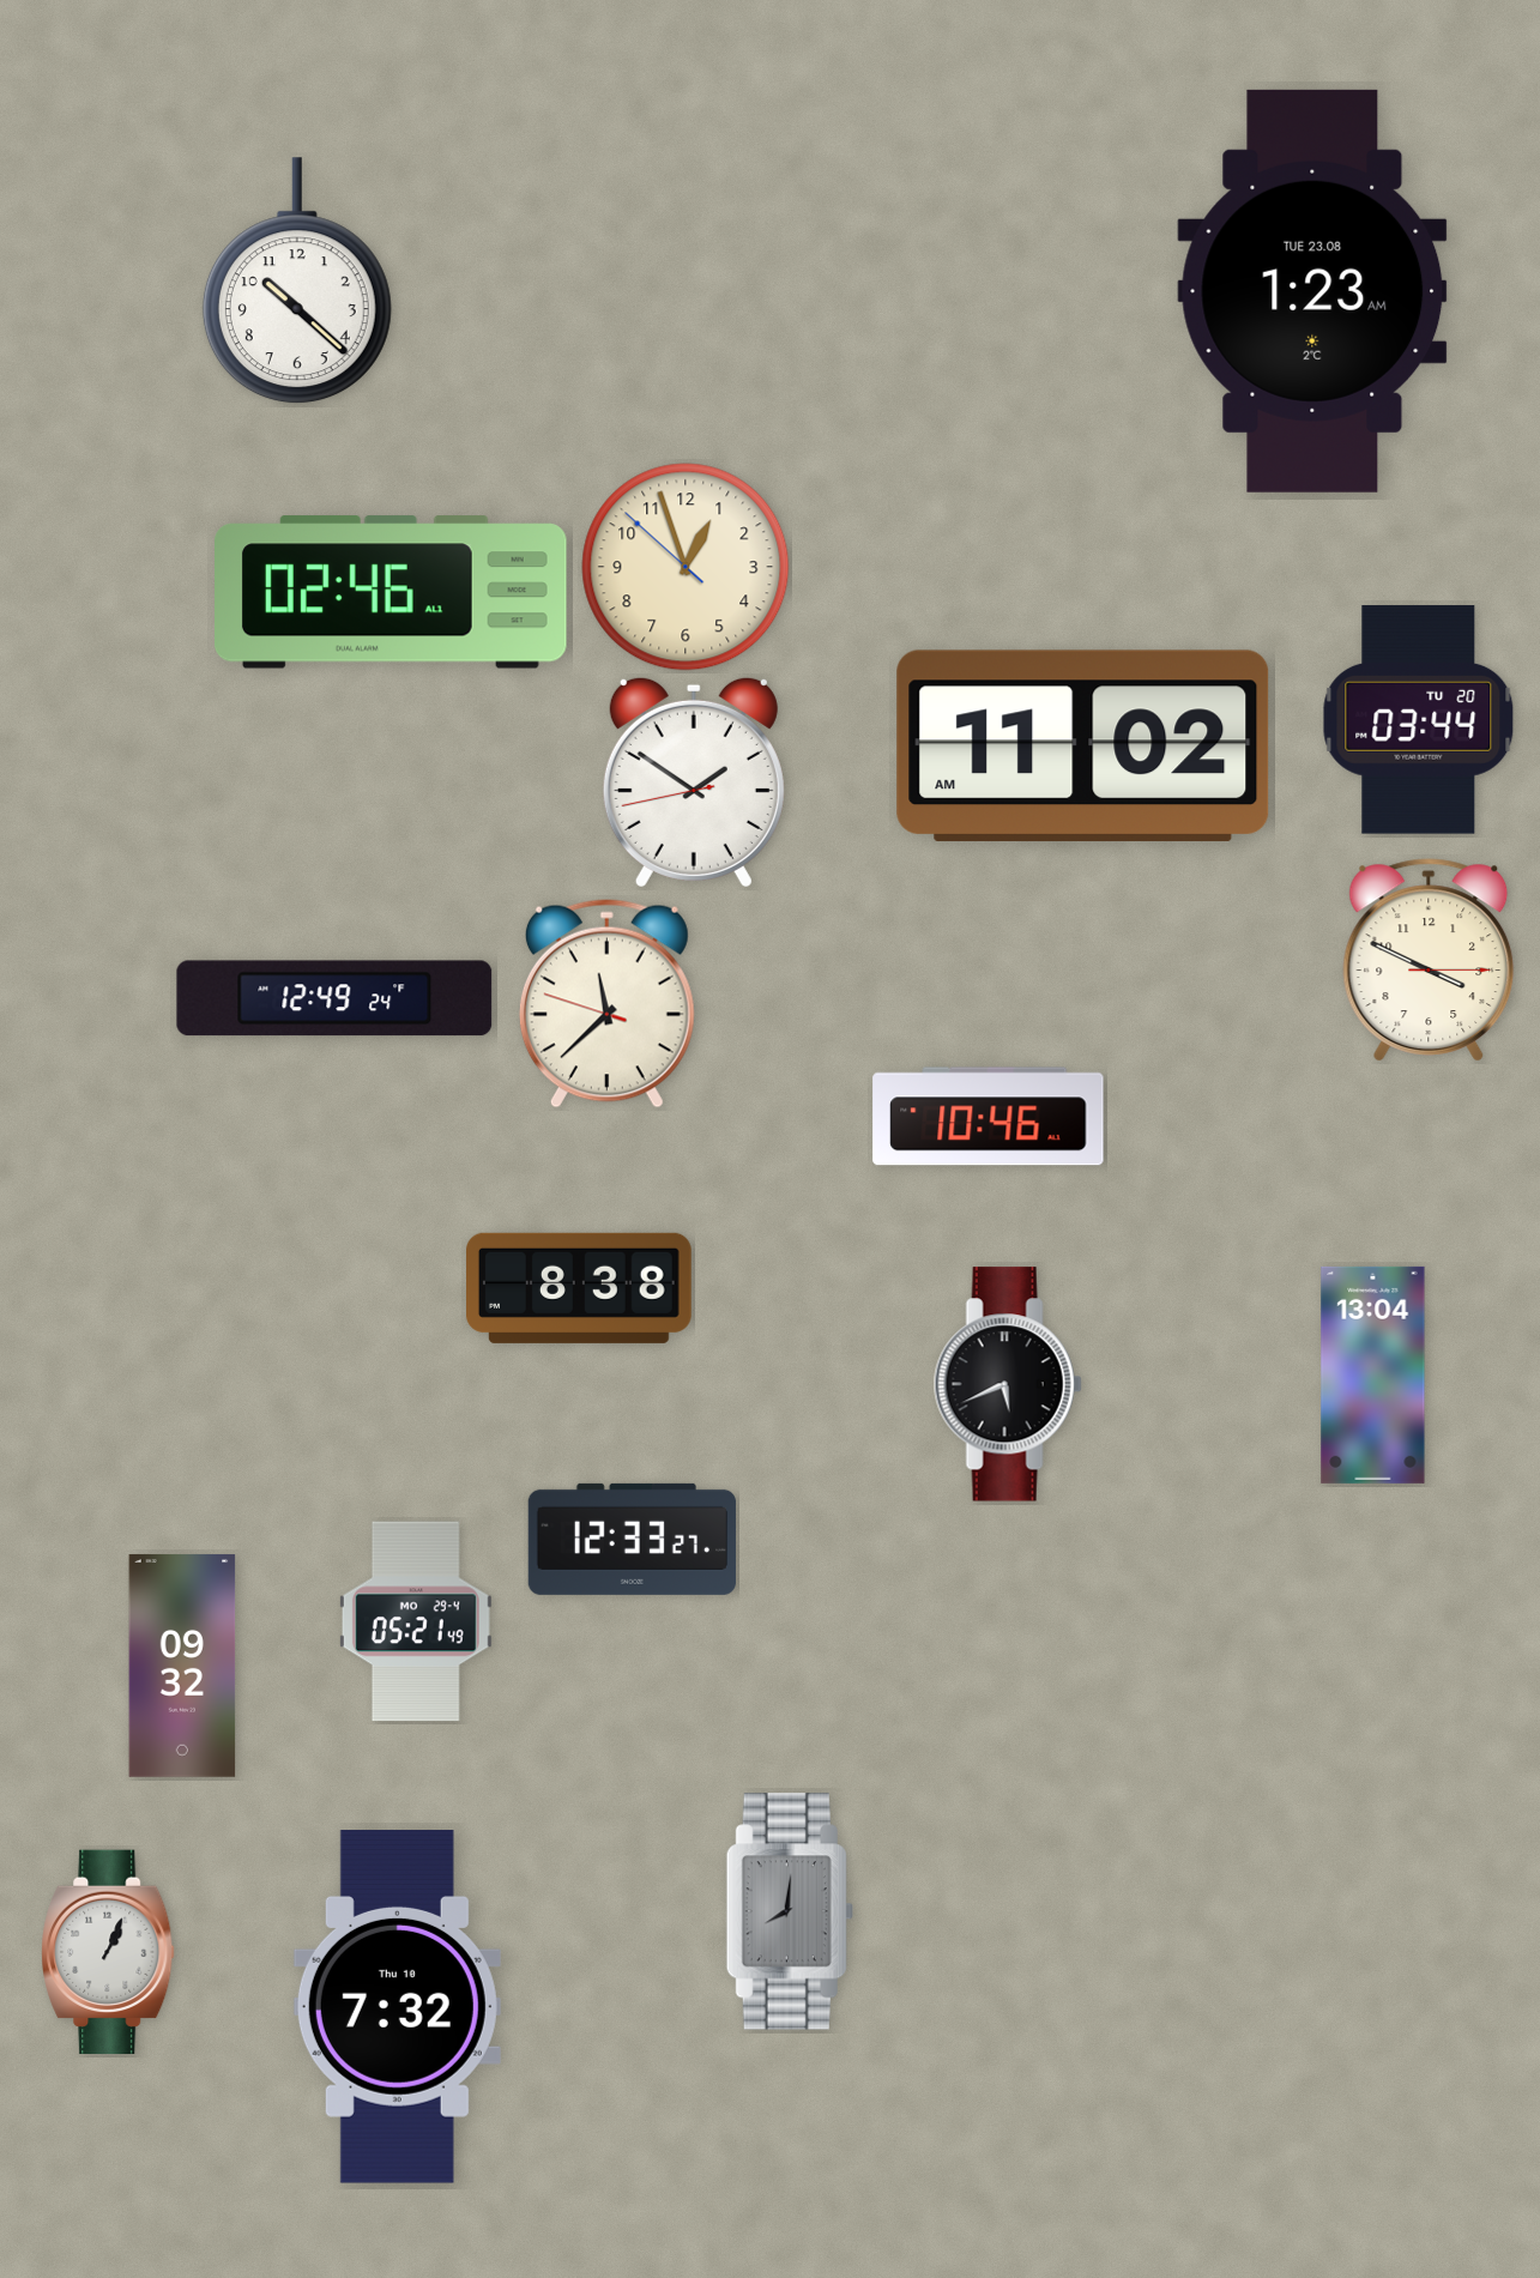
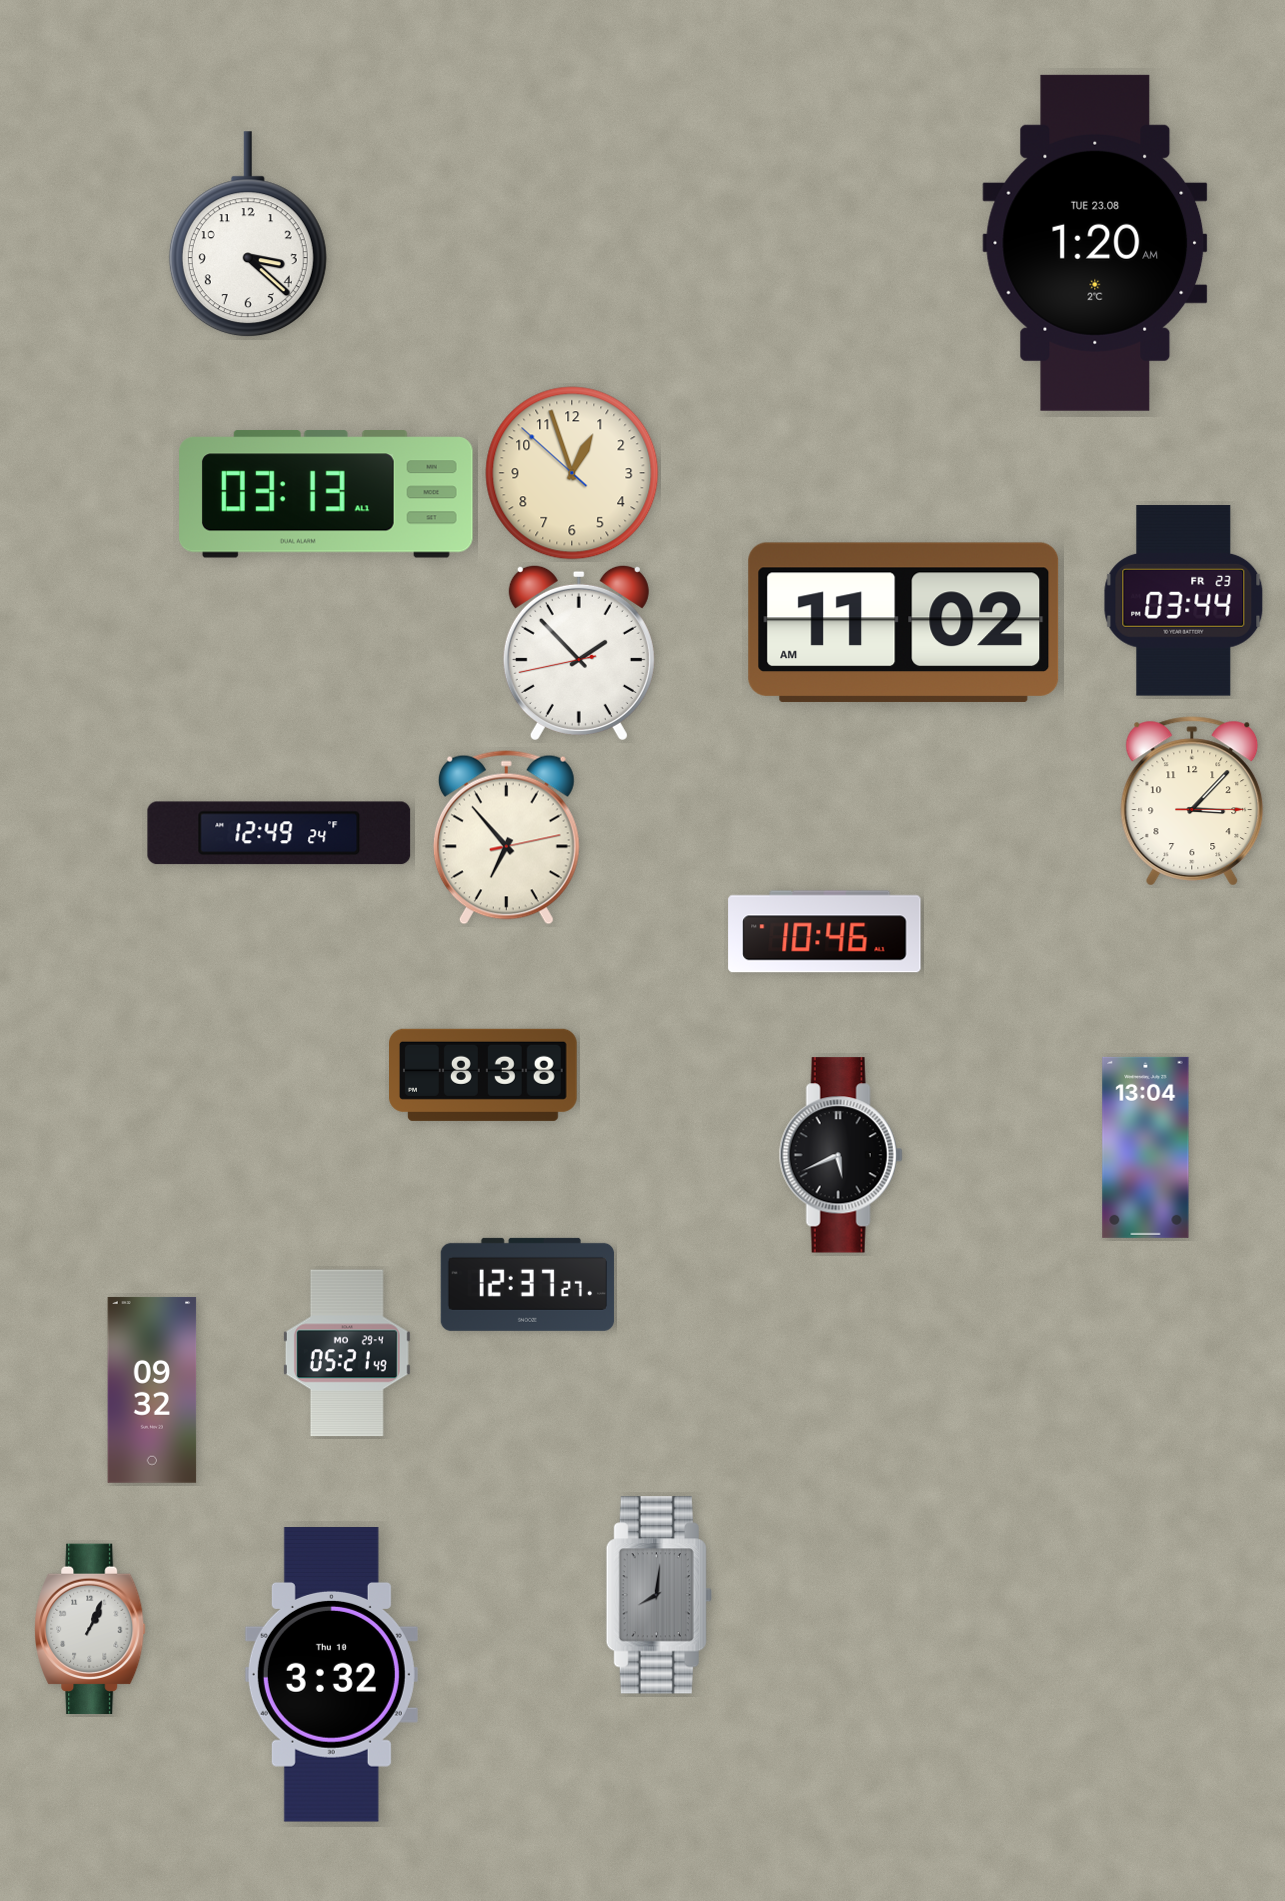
clock at (297, 282): 10:22 -> 3:22
clock at (1312, 291): 1:23 -> 1:20
clock at (392, 592): 02:46 -> 03:13
clock at (1419, 720) date: TU 20 -> FR 23
clock at (694, 781): 1:50 -> 1:52
clock at (1429, 960): 3:49 -> 3:07
clock at (606, 1004): 11:37 -> 6:53
clock at (632, 1539): 12:33 -> 12:37
clock at (397, 2007): 7:32 -> 3:32
